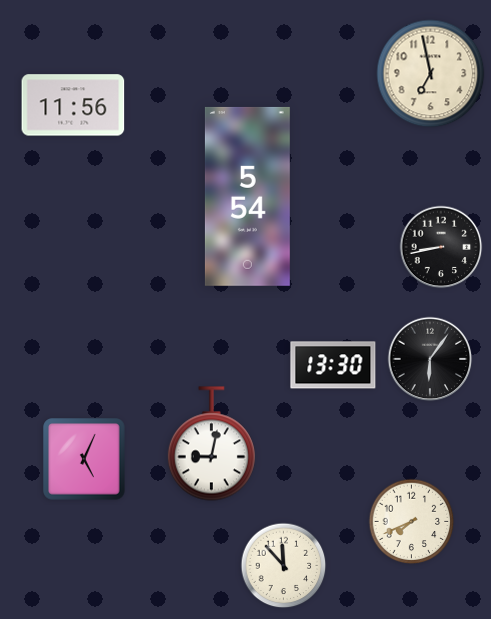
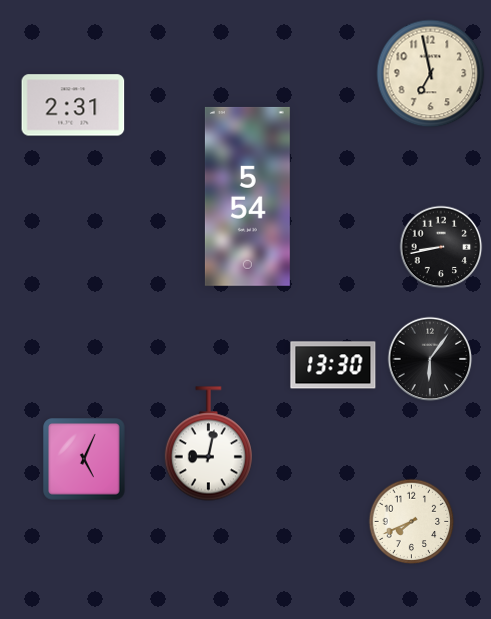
clock at (73, 105): 11:56 -> 2:31
clock at (211, 444) position: (211, 444) -> (208, 444)
clock at (284, 566): 11:53 -> none
